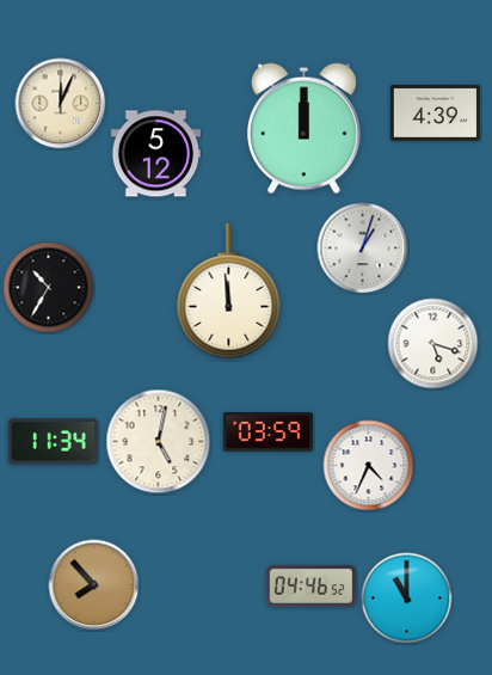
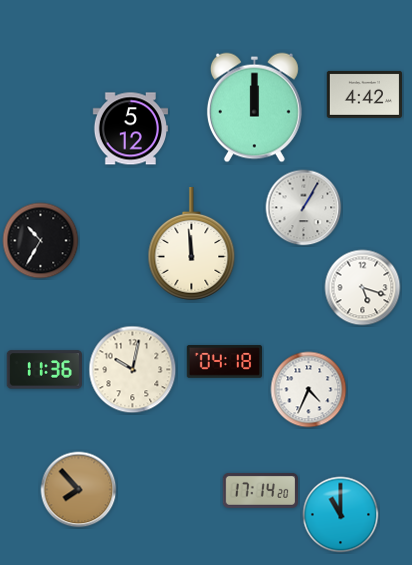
clock at (61, 104): 12:04 -> none
clock at (435, 112): 4:39 -> 4:42
clock at (363, 248): 1:03 -> 1:05
clock at (269, 432): 03:59 -> 04:18
clock at (53, 442): 11:34 -> 11:36
clock at (159, 442): 5:02 -> 10:02
clock at (310, 585): 04:46 -> 17:14
clock at (407, 599) position: (407, 599) -> (341, 515)
